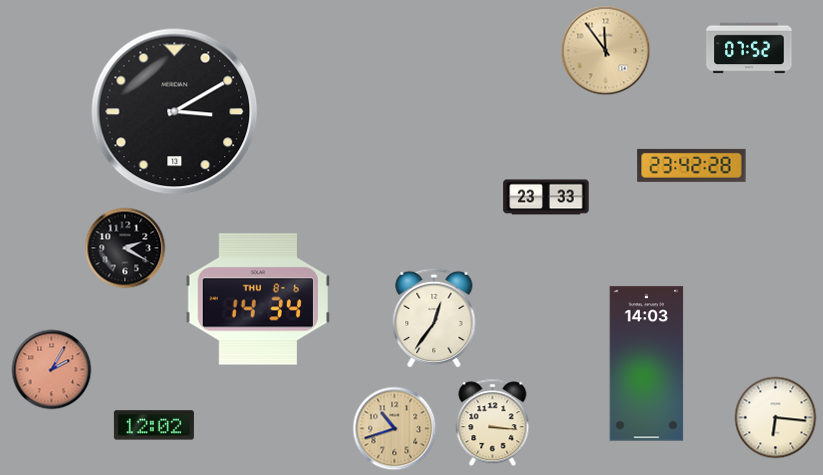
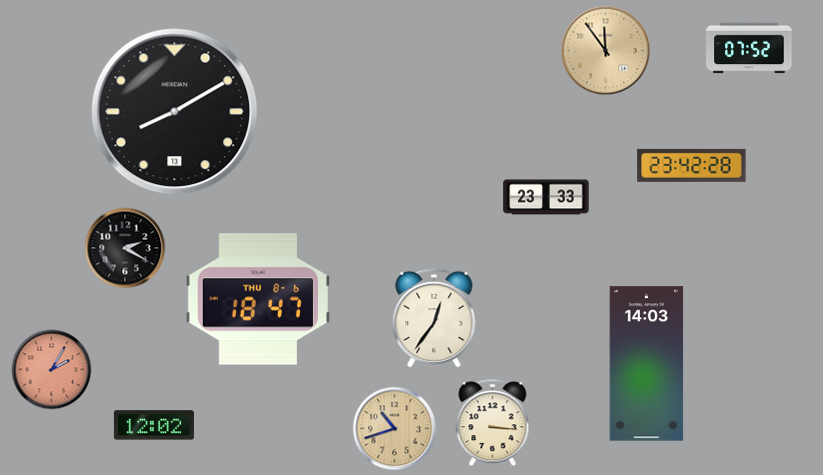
clock at (175, 112): 3:10 -> 8:10
clock at (258, 299): 14:34 -> 18:47
clock at (776, 418): 6:16 -> none
